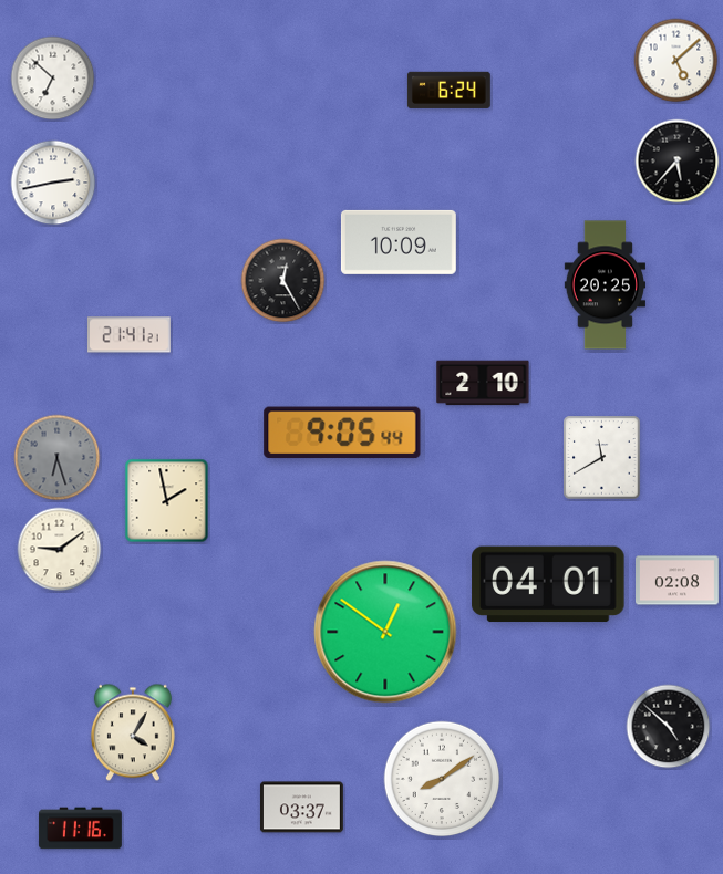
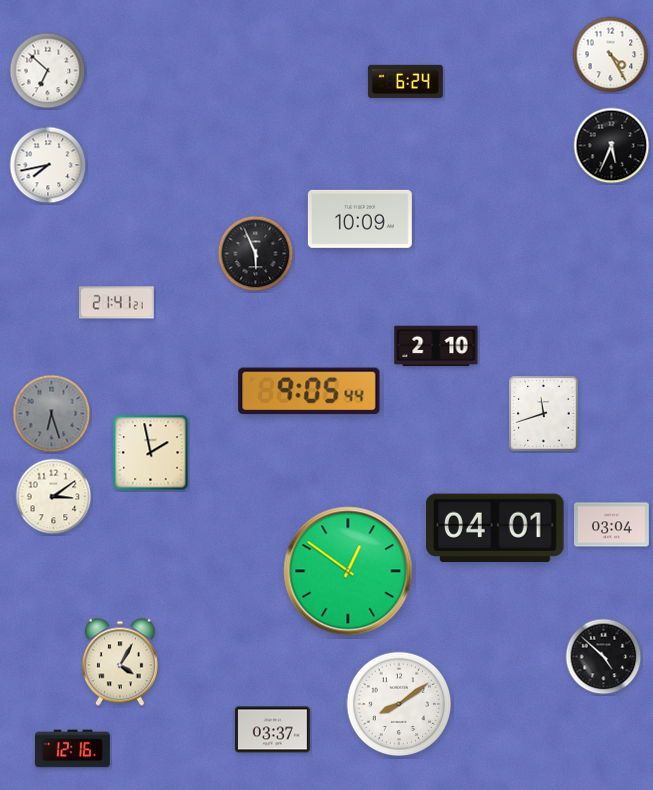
clock at (676, 61): 5:08 -> 4:25
clock at (678, 162): 5:37 -> 5:34
clock at (53, 183): 2:43 -> 7:43
clock at (283, 281): 12:25 -> 5:56
clock at (606, 285): 20:25 -> none
clock at (602, 458): 11:40 -> 11:42
clock at (60, 550): 9:09 -> 3:09
clock at (678, 581): 02:08 -> 03:04
clock at (80, 829): 11:16 -> 12:16
